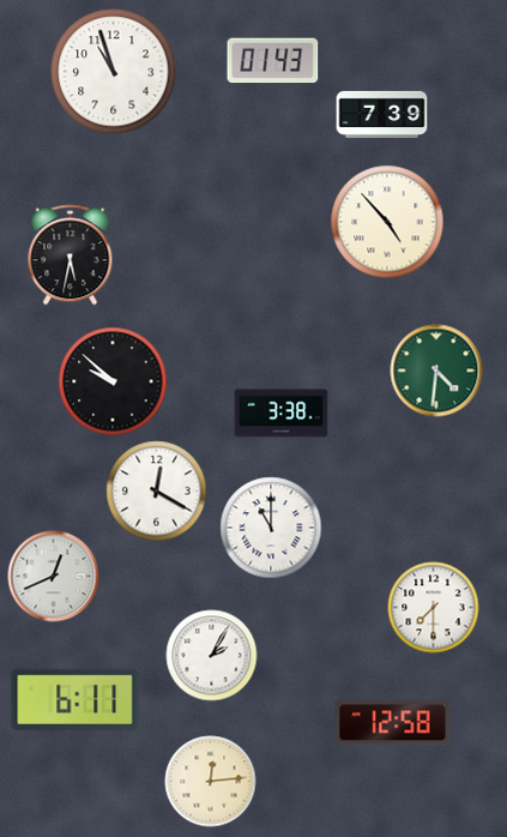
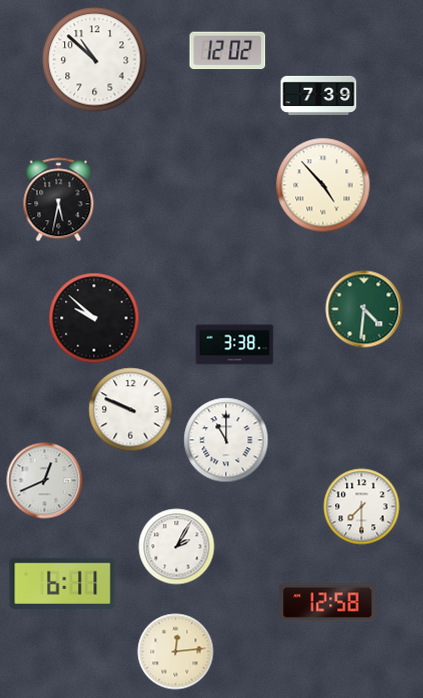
clock at (273, 61): 01:43 -> 12:02
clock at (114, 72): 10:57 -> 10:52
clock at (71, 255) position: (71, 255) -> (59, 200)
clock at (157, 492): 12:20 -> 9:49
